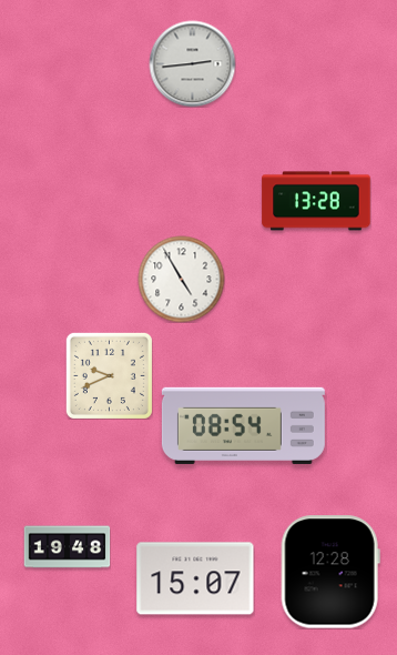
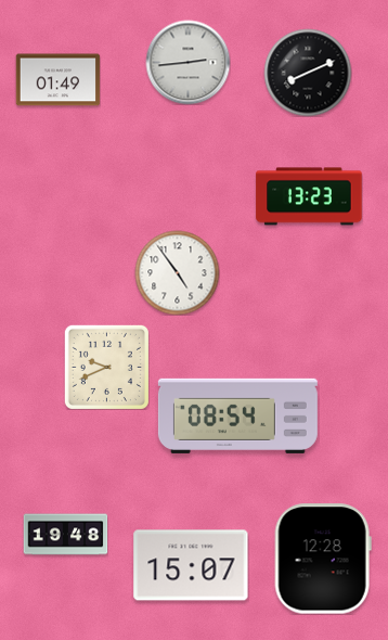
clock at (308, 73): none -> 8:11
clock at (57, 80): none -> 01:49
clock at (316, 201): 13:28 -> 13:23
clock at (181, 279): 4:55 -> 4:54
